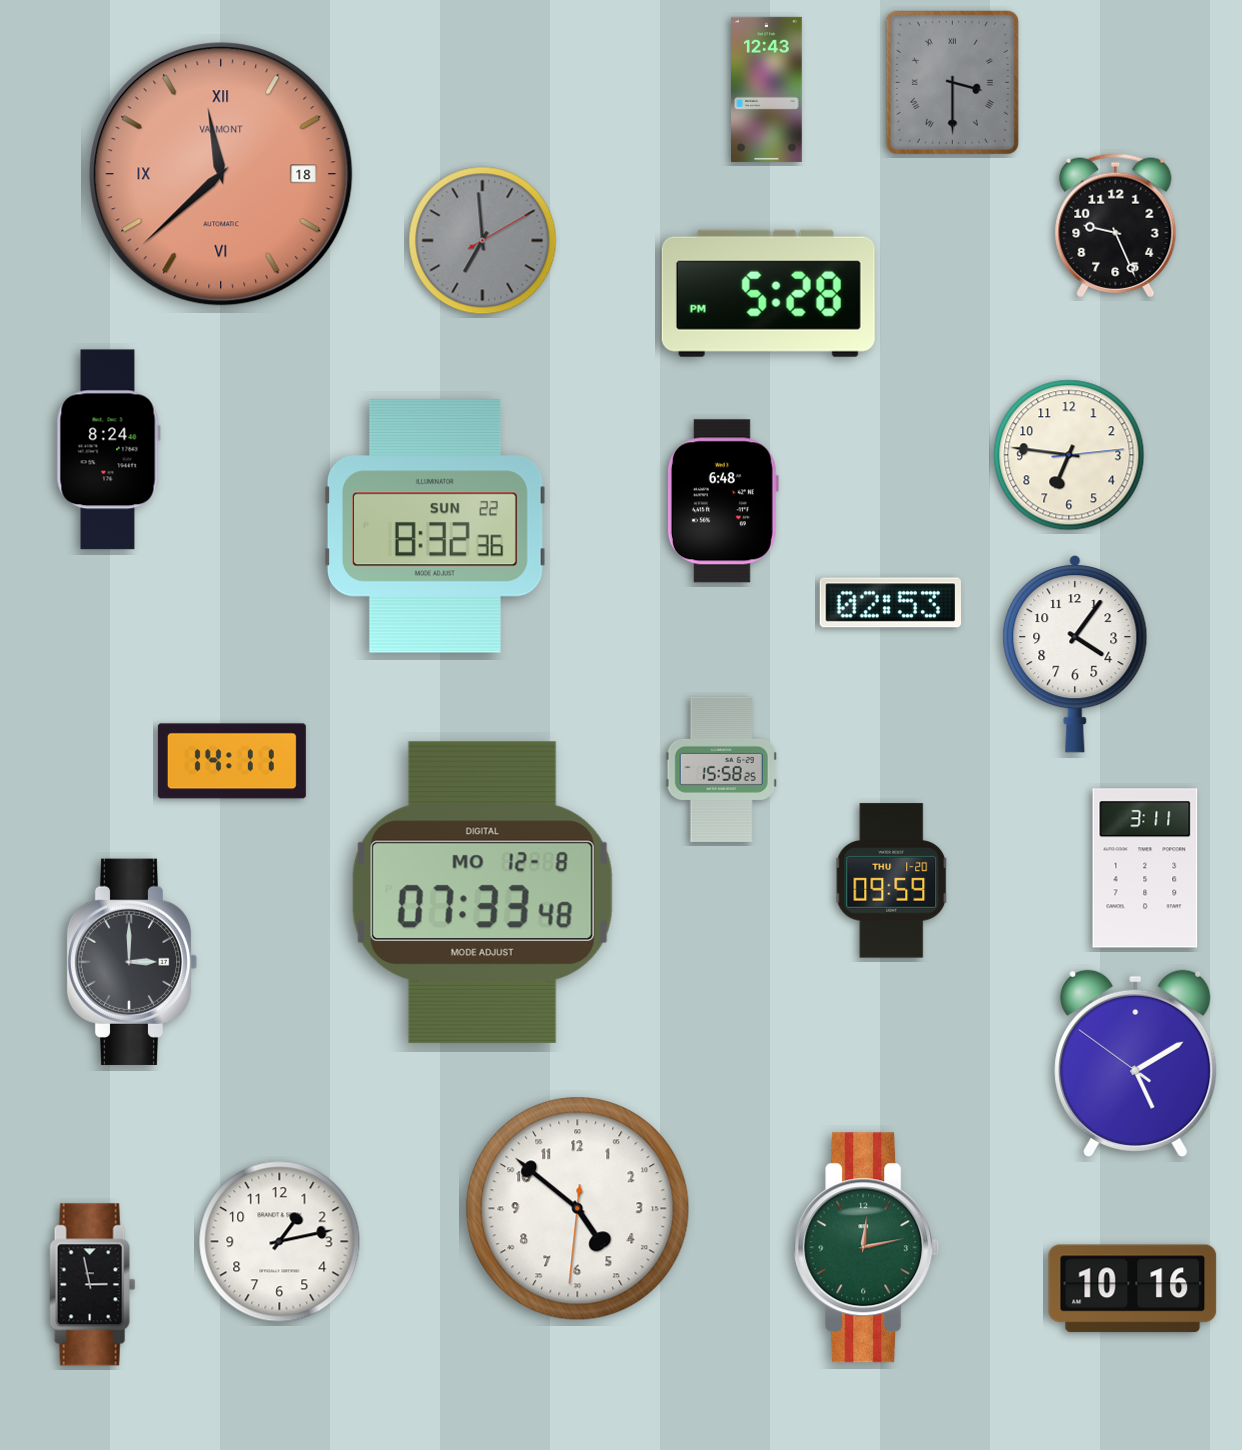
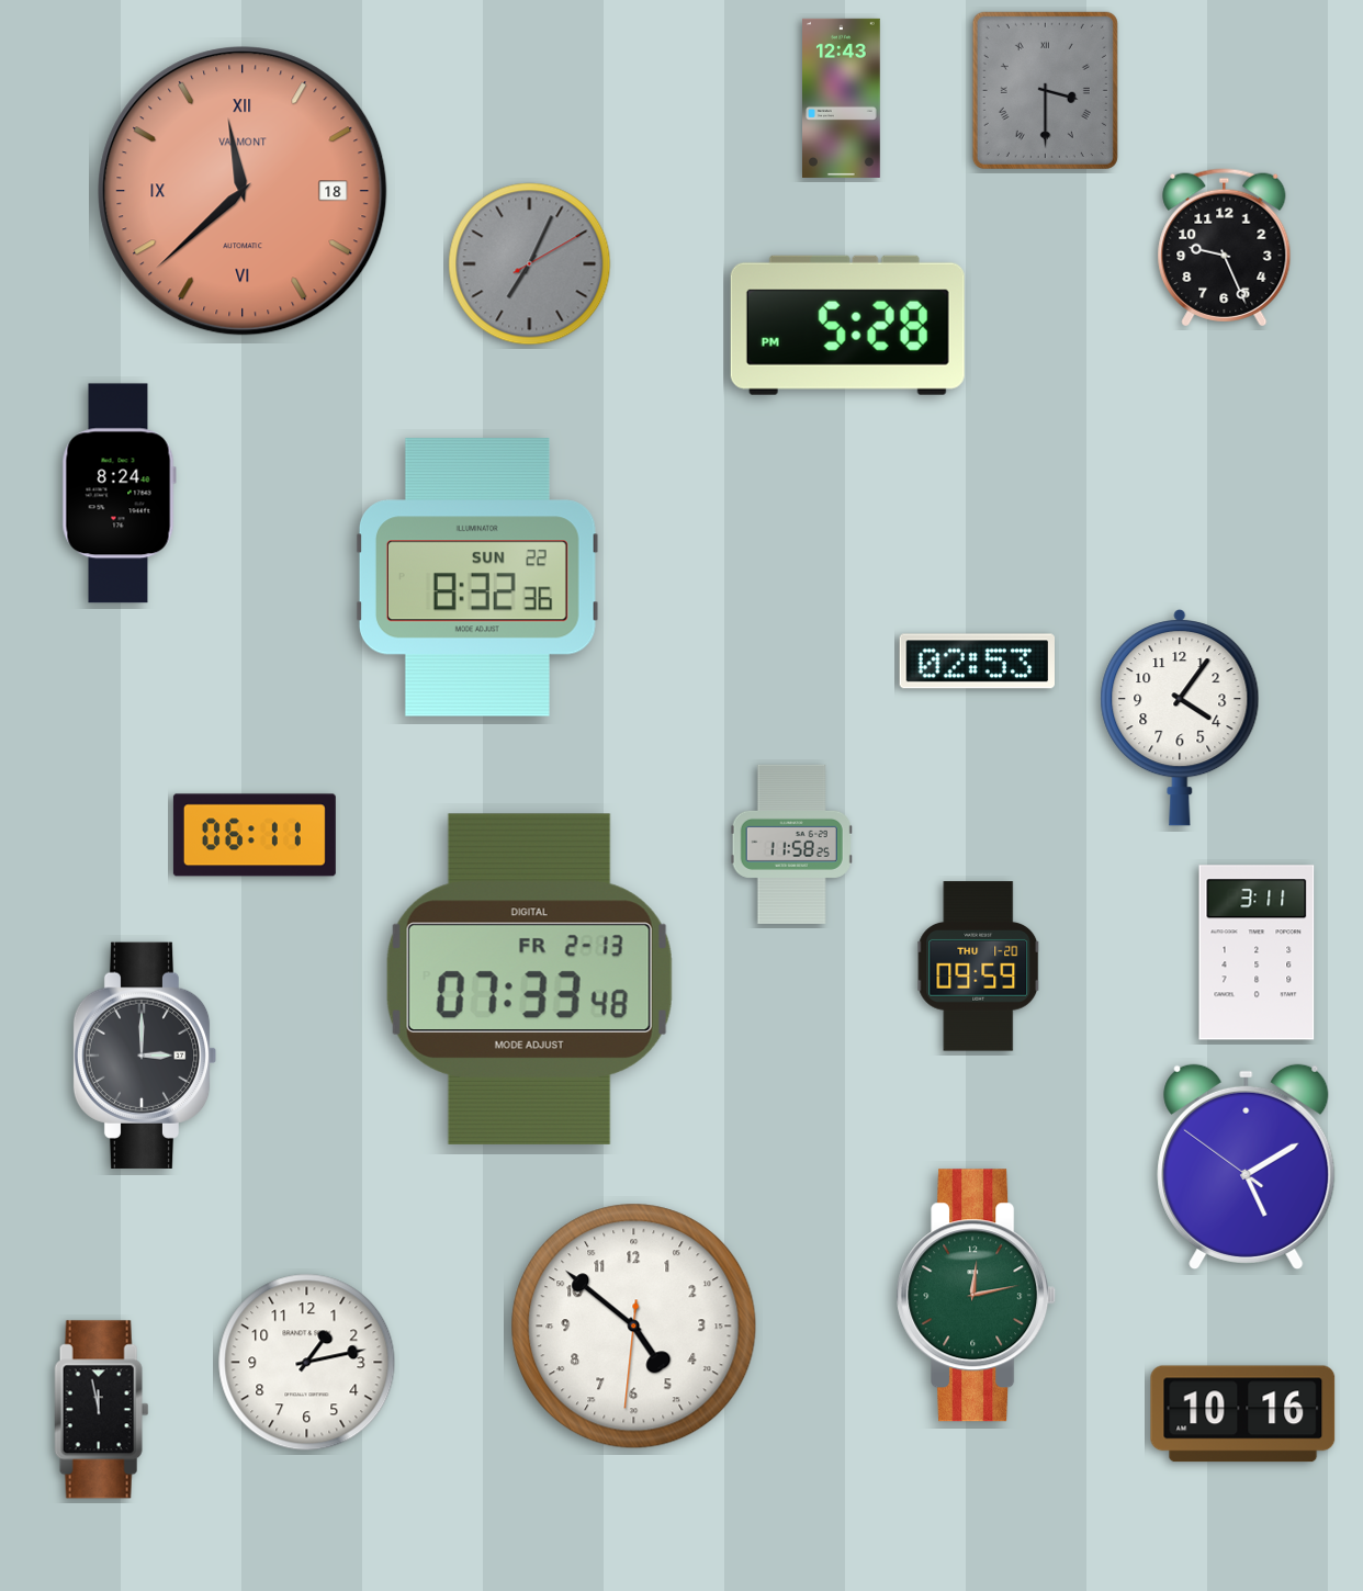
clock at (483, 241): 6:59 -> 7:04
clock at (768, 293) position: (768, 293) -> (847, 325)
clock at (1069, 455): 6:46 -> none
clock at (722, 501): 6:48 -> none
clock at (232, 761): 14:11 -> 06:11
clock at (721, 769): 15:58 -> 11:58
clock at (482, 892) date: MO 12-8 -> FR 2-13
clock at (867, 1248) position: (867, 1248) -> (977, 1296)
clock at (93, 1285): 2:58 -> 11:58
